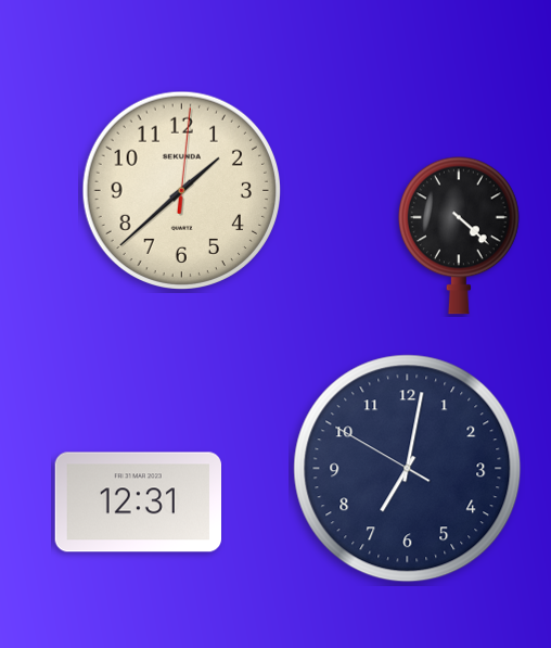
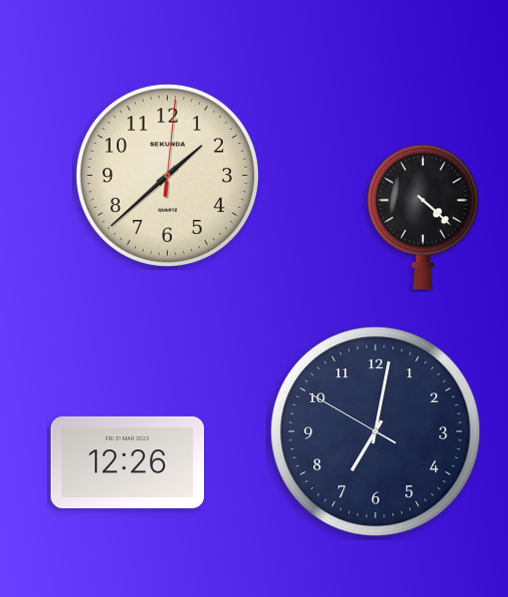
clock at (138, 503): 12:31 -> 12:26
